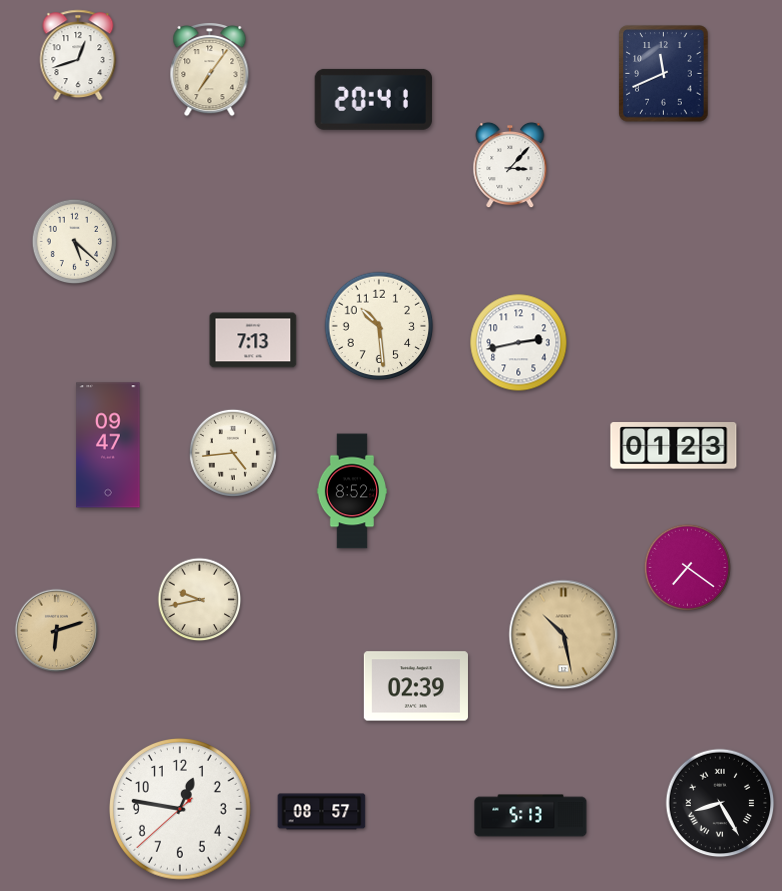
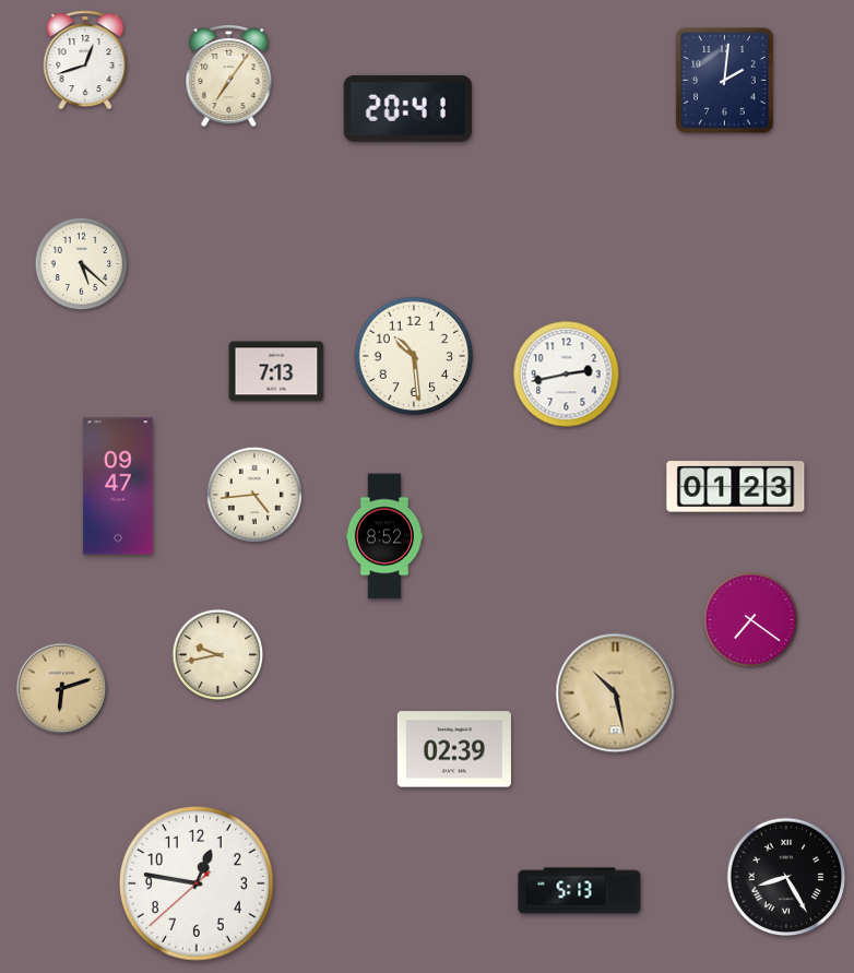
clock at (664, 74): 11:41 -> 2:01
clock at (510, 165): 3:07 -> none
clock at (322, 812): 08:57 -> none
